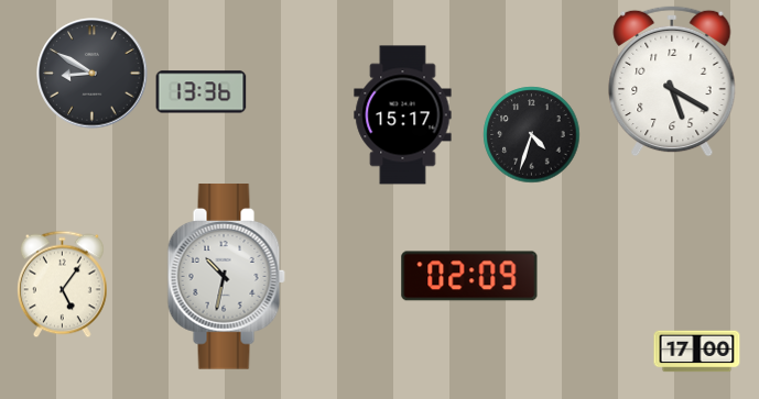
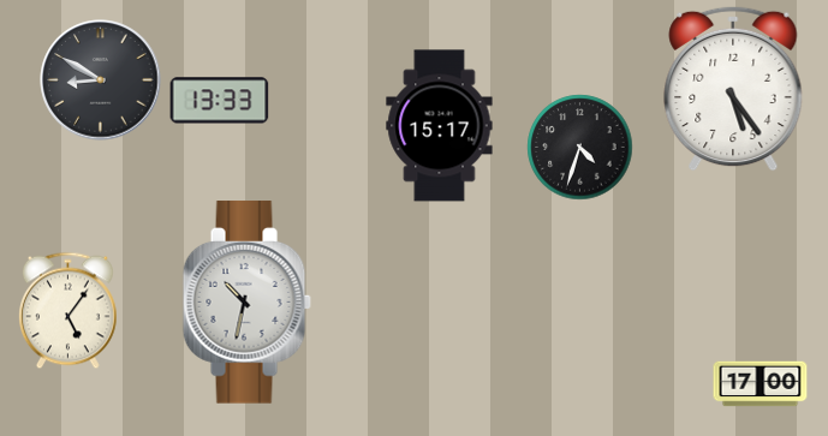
clock at (672, 81): 5:20 -> 5:24
clock at (202, 92): 13:36 -> 13:33
clock at (469, 276): 02:09 -> none
